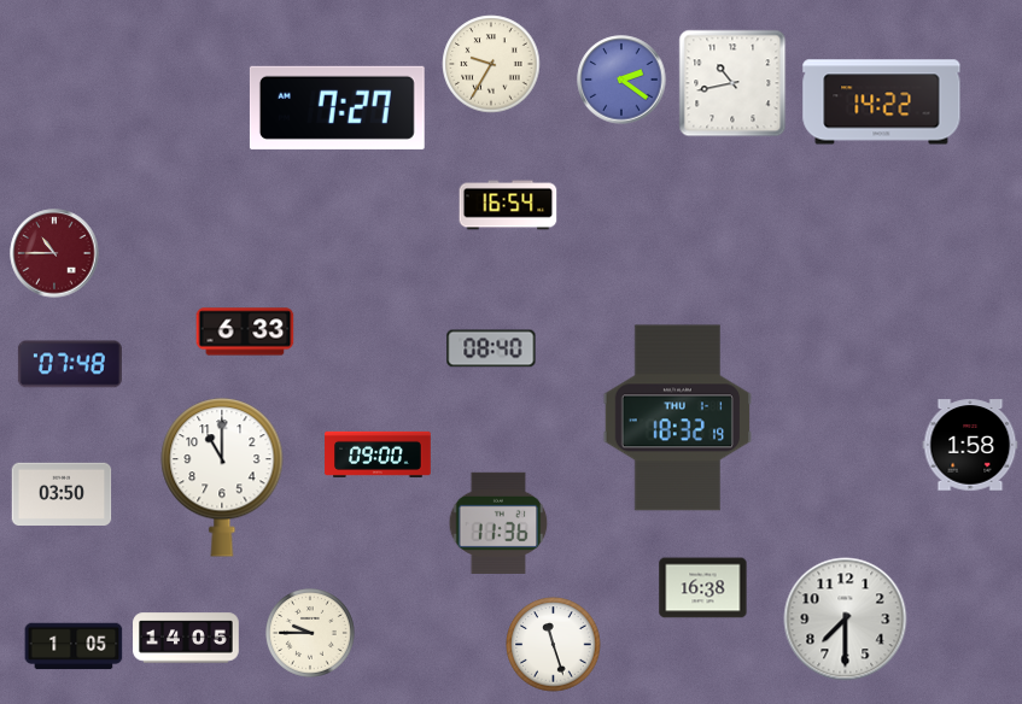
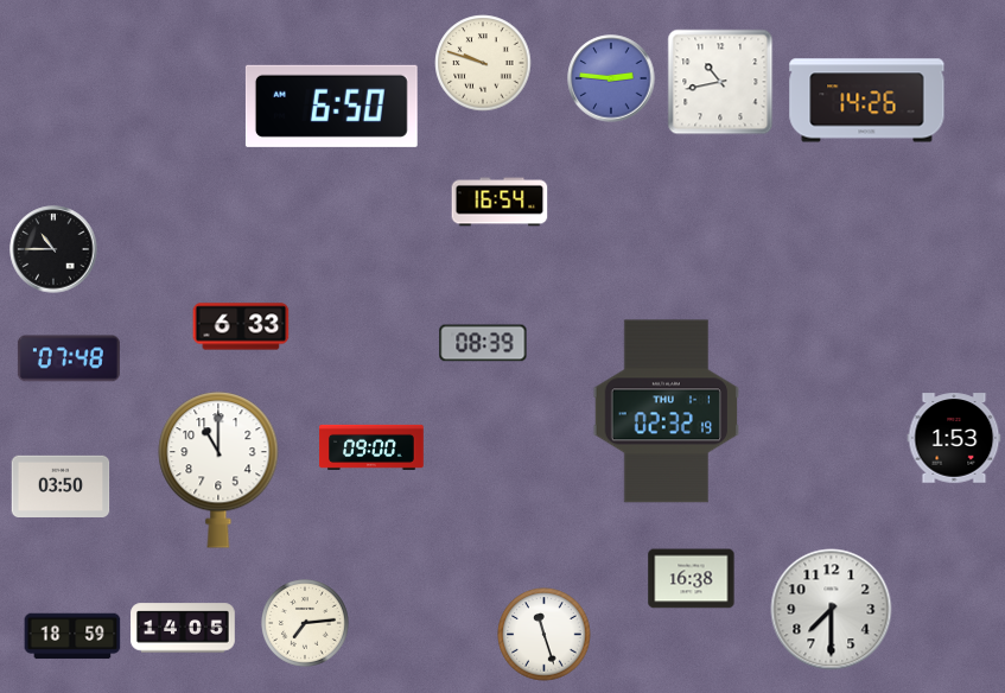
clock at (491, 64): 9:35 -> 9:48
clock at (621, 80): 2:21 -> 2:46
clock at (882, 102): 14:22 -> 14:26
clock at (337, 107): 7:27 -> 6:50
clock at (54, 253) dial: burgundy -> black
clock at (491, 348): 08:40 -> 08:39
clock at (677, 418): 18:32 -> 02:32
clock at (970, 445): 1:58 -> 1:53
clock at (498, 523): 11:36 -> none
clock at (311, 634): 9:45 -> 7:14
clock at (74, 646): 1:05 -> 18:59
